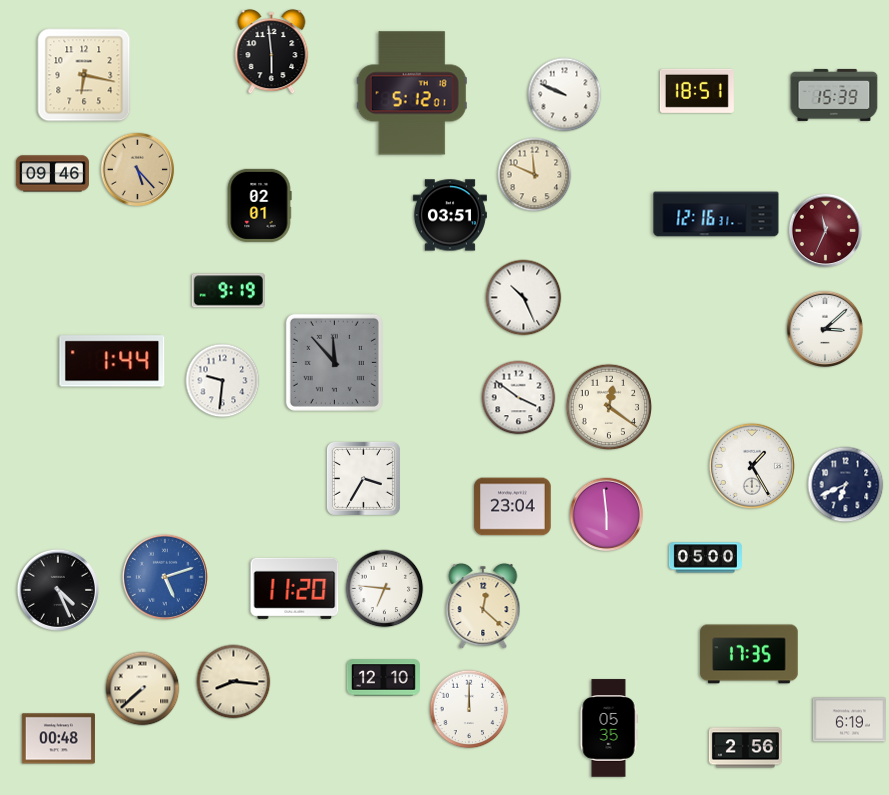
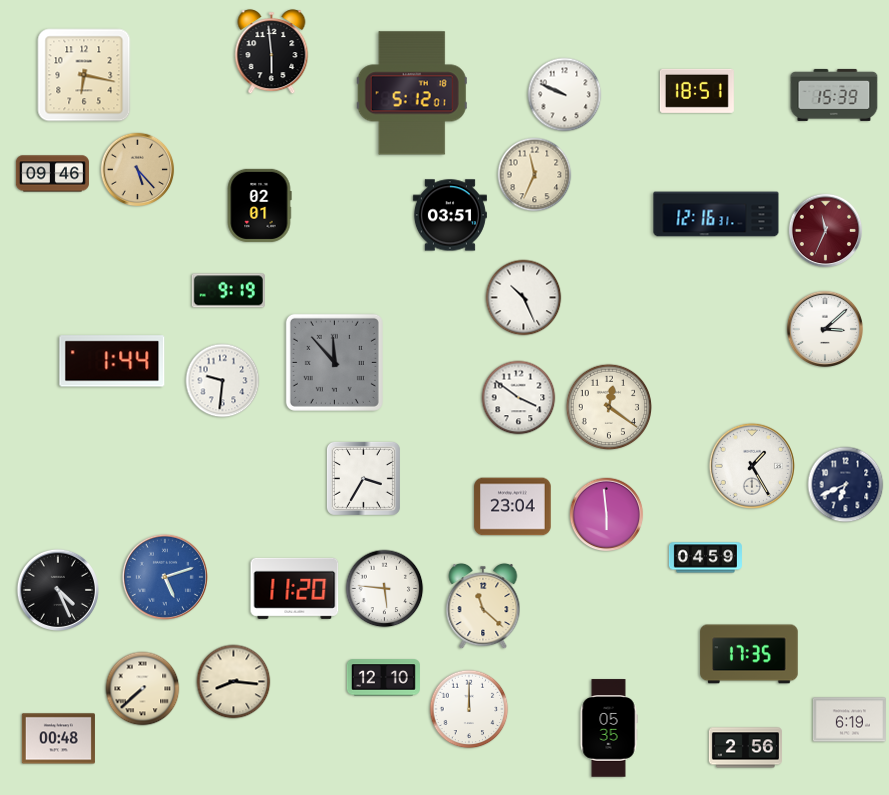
clock at (535, 175): 11:49 -> 11:34
clock at (705, 558): 05:00 -> 04:59
clock at (385, 589): 6:46 -> 5:46
clock at (483, 606): 12:22 -> 11:22
